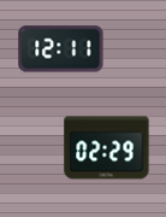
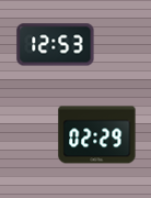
clock at (61, 49): 12:11 -> 12:53
